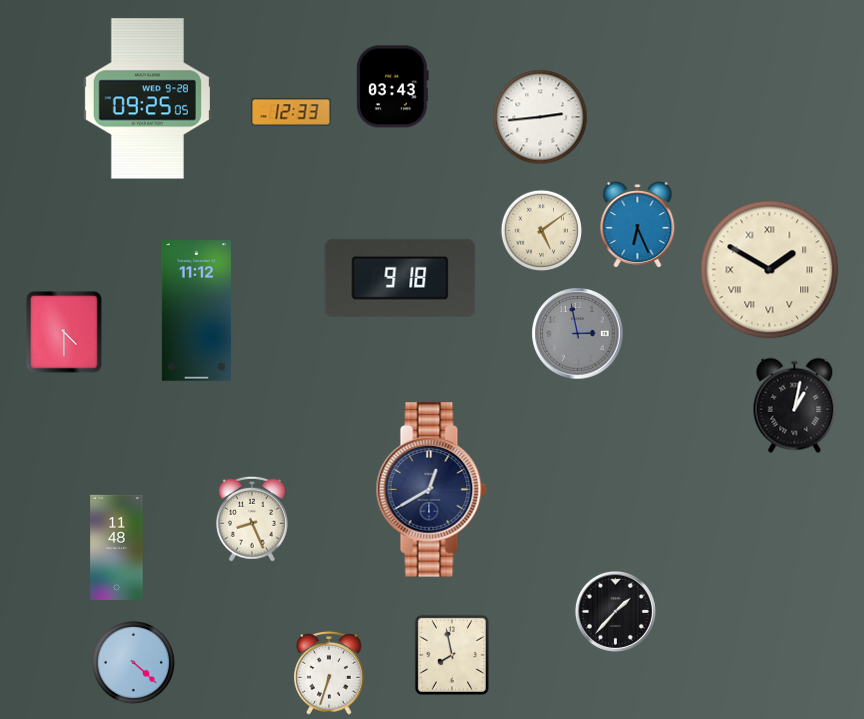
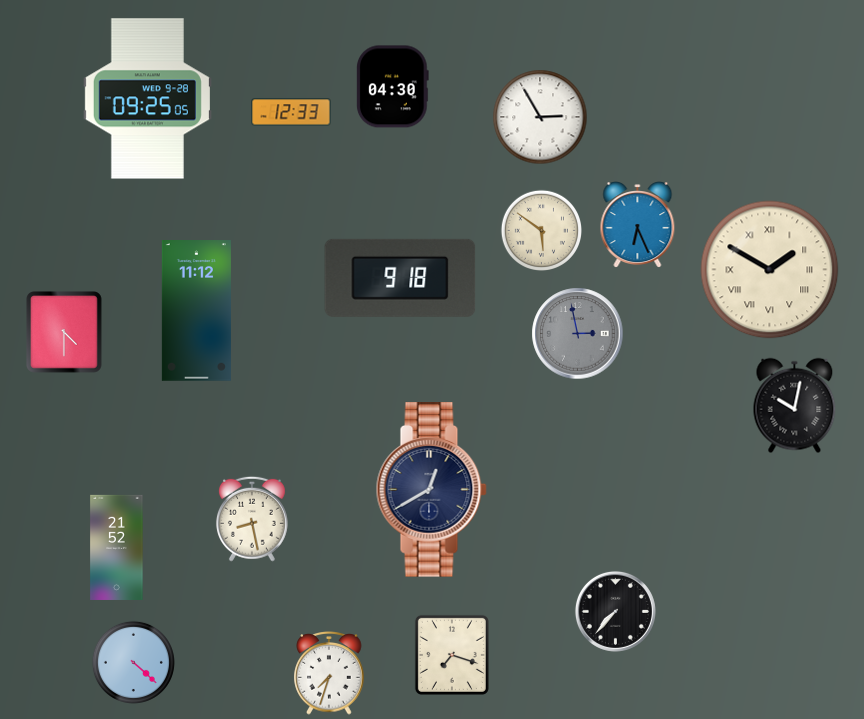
clock at (392, 87): 03:43 -> 04:30
clock at (540, 117): 2:44 -> 2:55
clock at (541, 230): 5:09 -> 5:51
clock at (795, 406): 1:02 -> 10:02
clock at (252, 519): 8:26 -> 8:28
clock at (117, 547): 11:48 -> 21:52
clock at (615, 611): 1:37 -> 7:37
clock at (452, 655): 7:58 -> 7:18
clock at (329, 673): 6:33 -> 7:33
